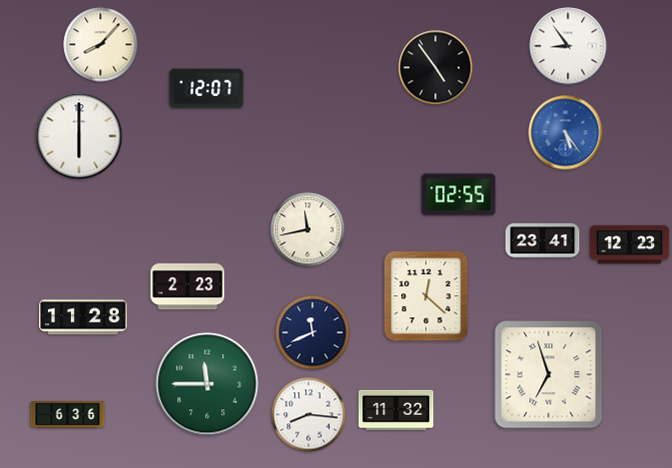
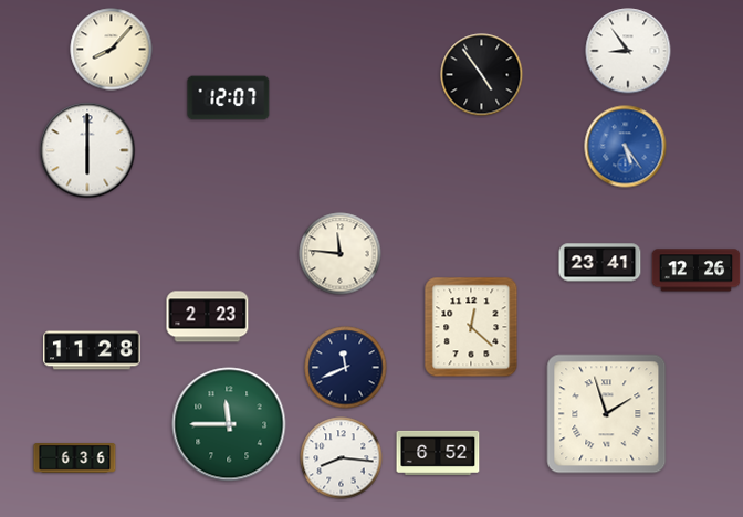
clock at (459, 195): 02:55 -> none
clock at (308, 230): 11:43 -> 11:46
clock at (543, 241) position: (543, 241) -> (600, 263)
clock at (630, 245): 12:23 -> 12:26
clock at (549, 375): 6:57 -> 1:57
clock at (396, 410): 11:32 -> 6:52
